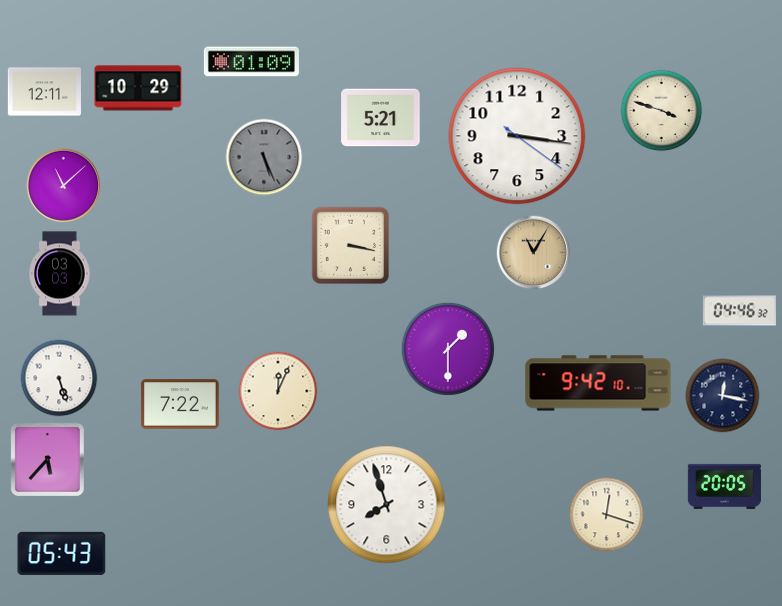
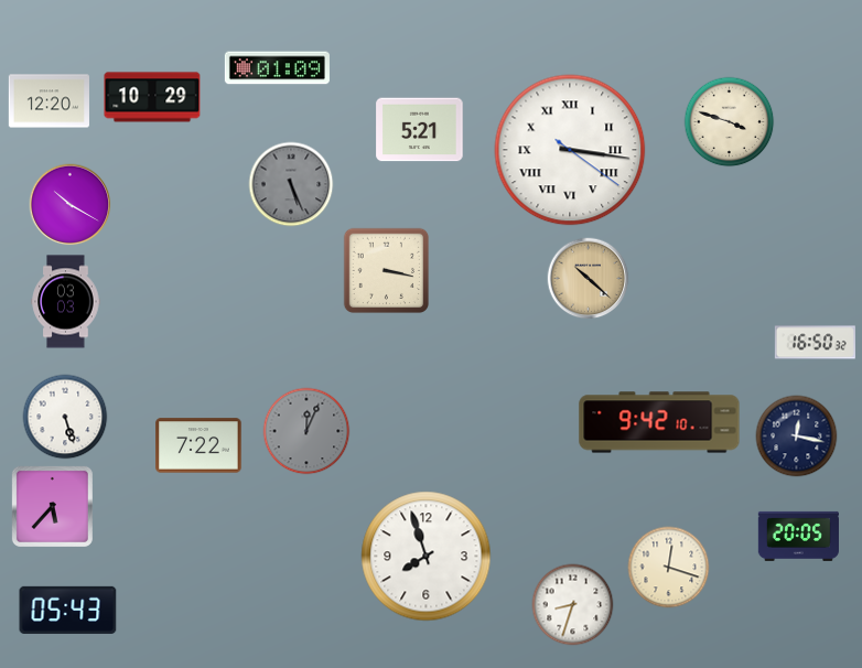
clock at (44, 92): 12:11 -> 12:20
clock at (517, 136) numerals: Arabic -> Roman
clock at (264, 157) position: (264, 157) -> (291, 184)
clock at (64, 186): 11:08 -> 10:20
clock at (534, 253): 11:05 -> 10:22
clock at (739, 311): 04:46 -> 16:50
clock at (448, 349): 1:30 -> none
clock at (278, 391) dial: cream -> grey
clock at (573, 605): none -> 8:33
